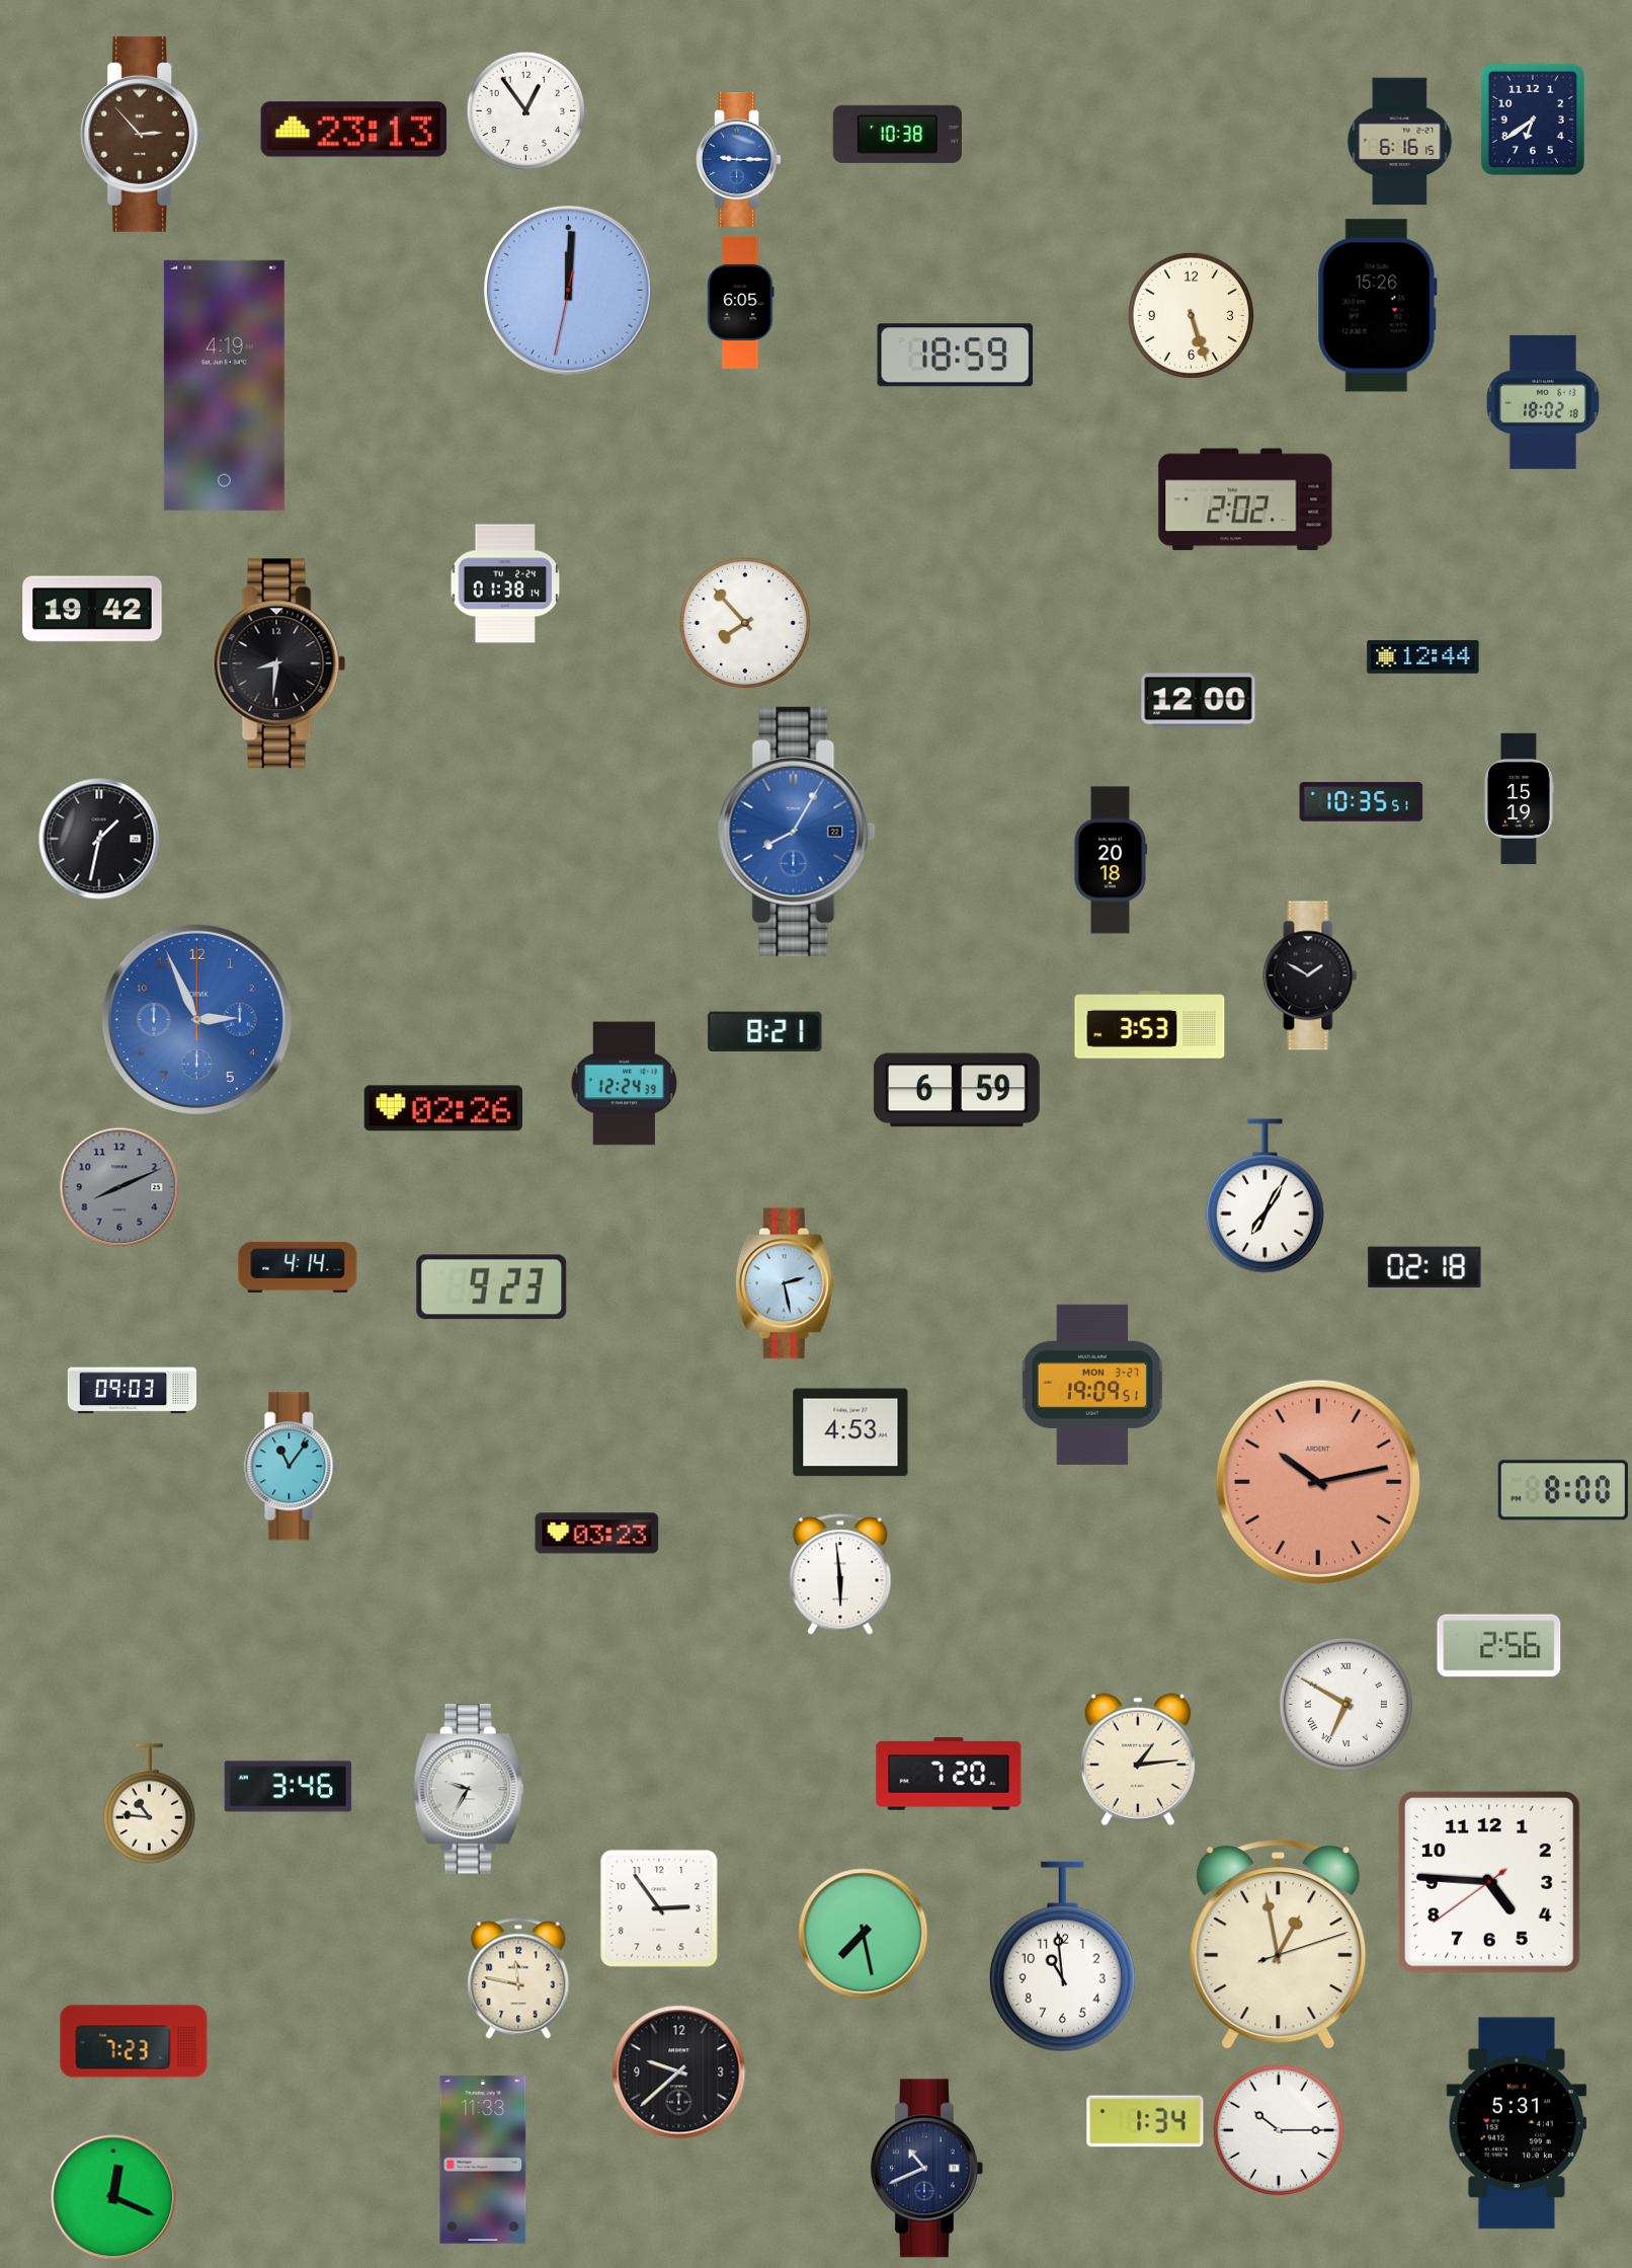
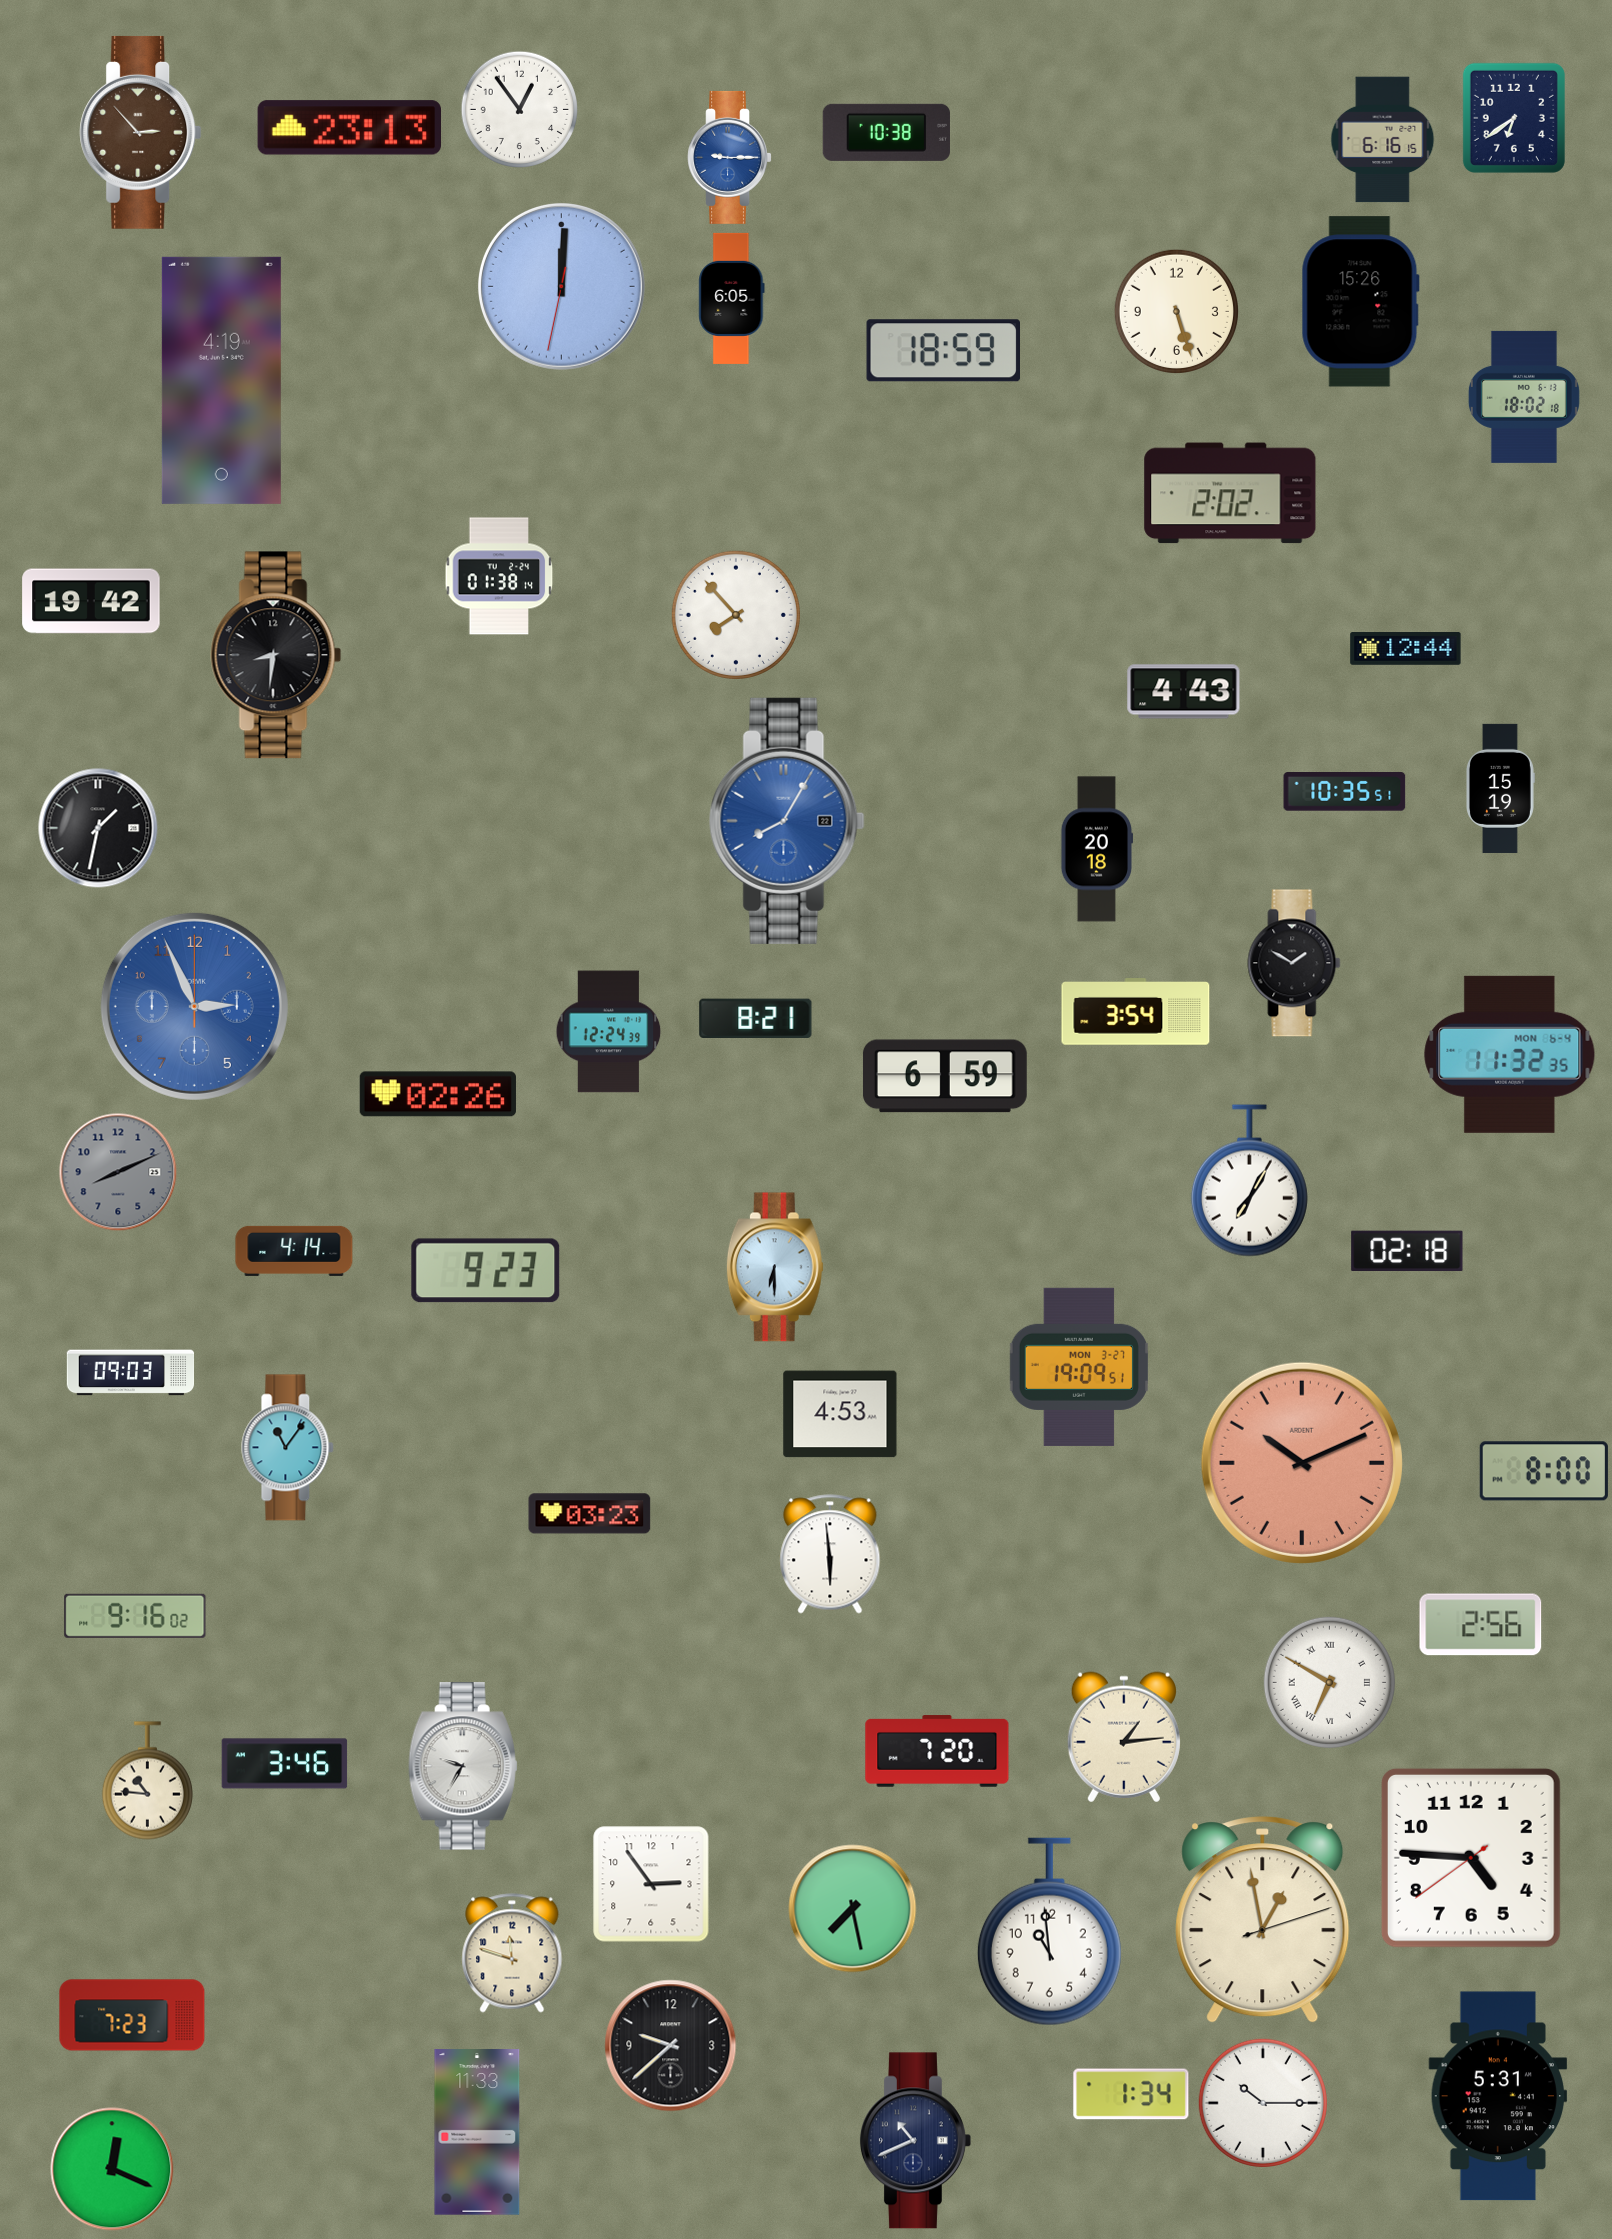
clock at (1199, 701): 12:00 -> 4:43
clock at (1150, 1025): 3:53 -> 3:54
clock at (1510, 1054): none -> 11:32
clock at (625, 1084) position: (625, 1084) -> (609, 1032)
clock at (785, 1283): 2:28 -> 6:30
clock at (1318, 1482): 10:13 -> 10:11
clock at (135, 1616): none -> 9:16
clock at (518, 1978): 11:47 -> 11:48
